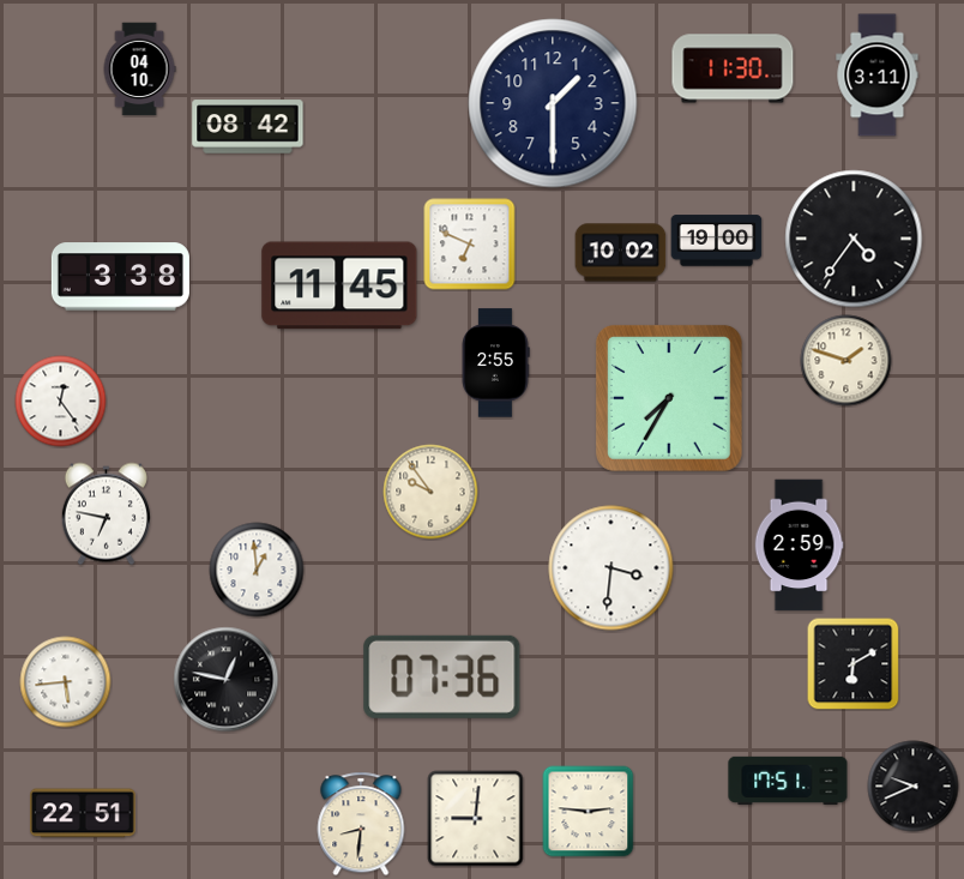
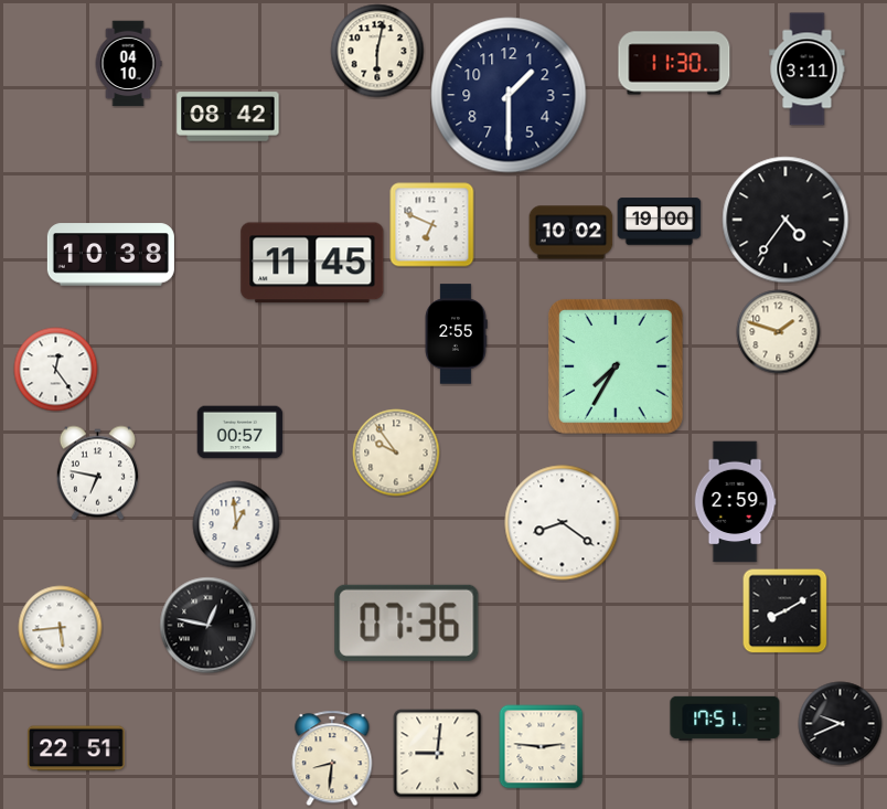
clock at (377, 51): none -> 6:02
clock at (120, 277): 3:38 -> 10:38
clock at (241, 433): none -> 00:57
clock at (611, 568): 3:31 -> 8:21
clock at (854, 664): 6:10 -> 8:10
